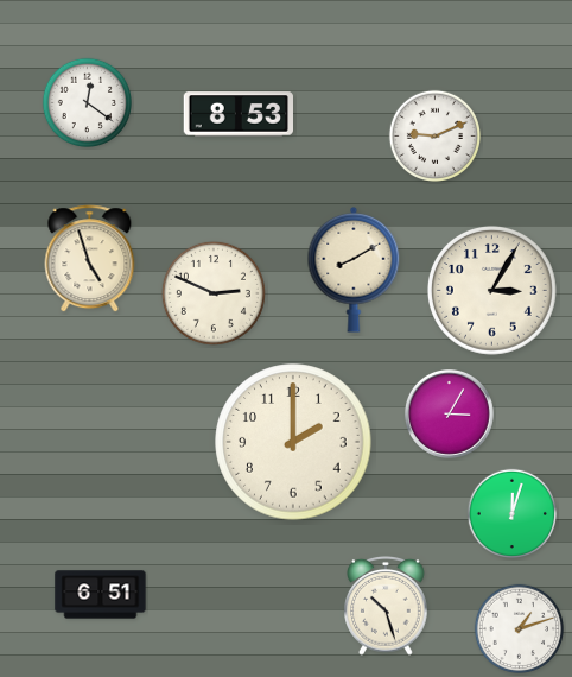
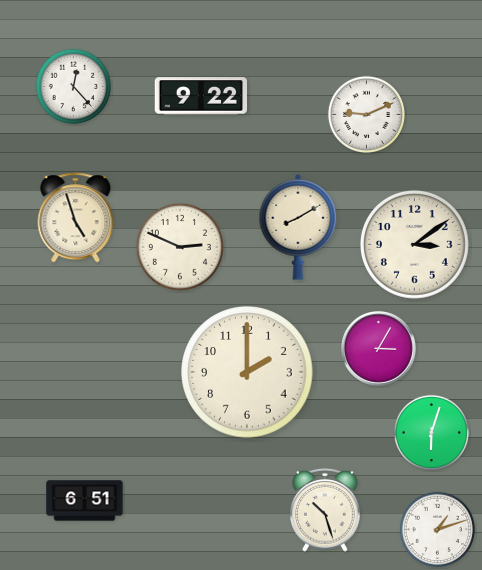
clock at (87, 102): 12:21 -> 12:23
clock at (237, 114): 8:53 -> 9:22
clock at (491, 290): 3:05 -> 3:09
clock at (511, 513): 12:03 -> 6:03
